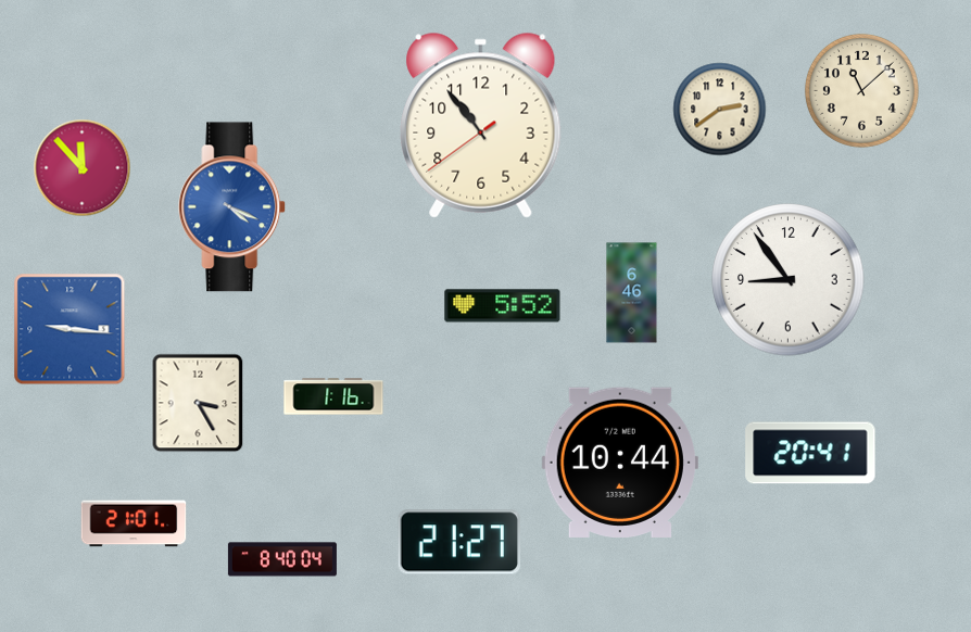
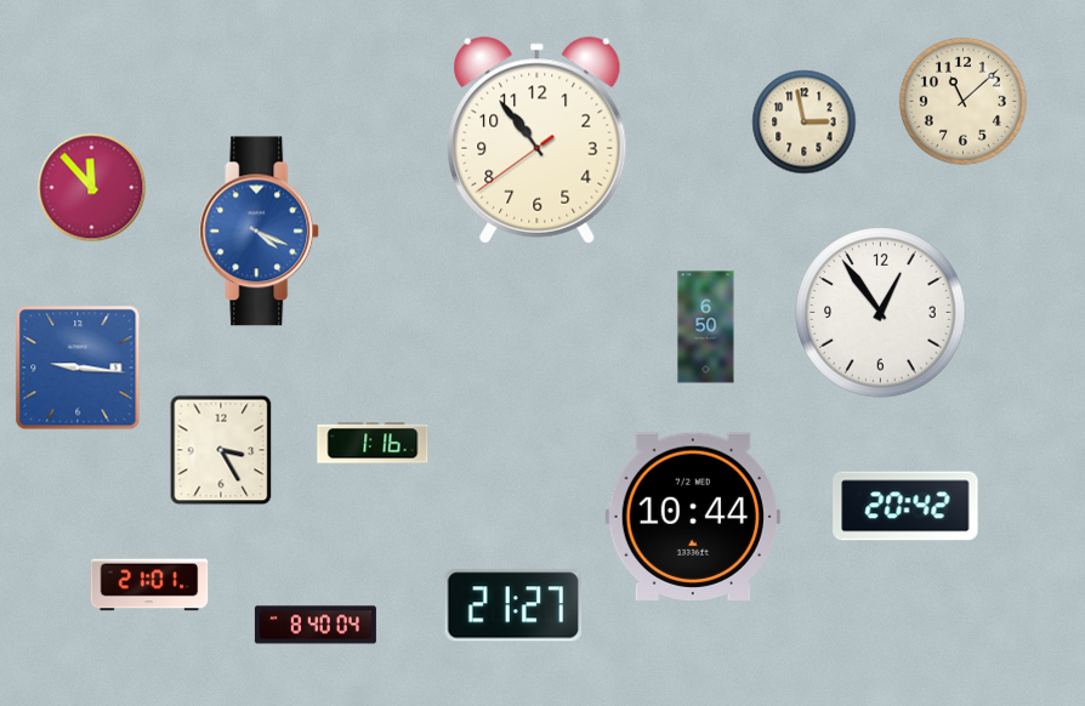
clock at (720, 110): 2:39 -> 2:58
clock at (789, 280): 8:54 -> 12:54
clock at (632, 293): 6:46 -> 6:50
clock at (503, 306): 5:52 -> none
clock at (810, 453): 20:41 -> 20:42
